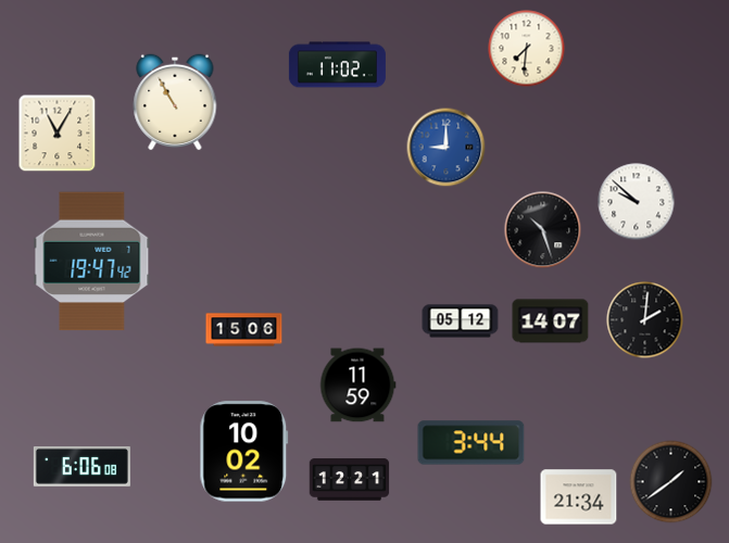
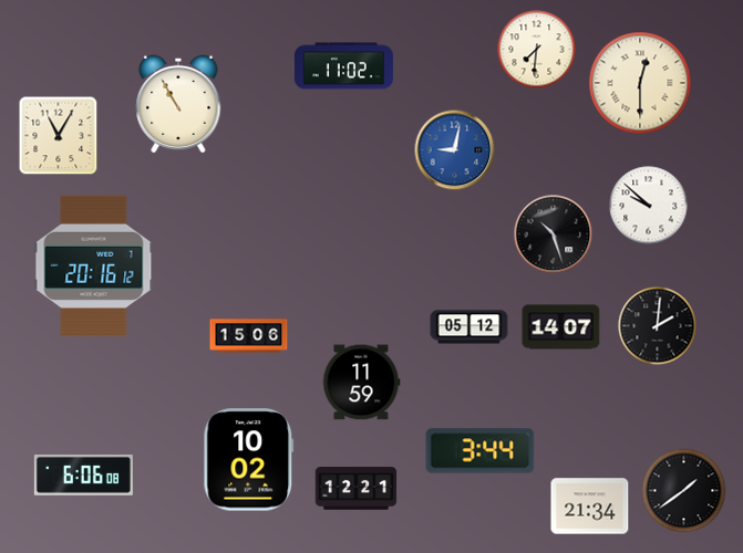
clock at (640, 83): none -> 12:30
clock at (447, 148): 9:00 -> 9:02
clock at (92, 262): 19:47 -> 20:16
clock at (357, 386) position: (357, 386) -> (361, 383)
